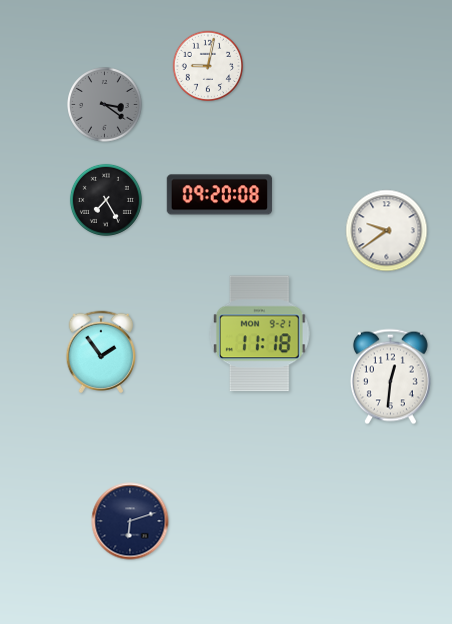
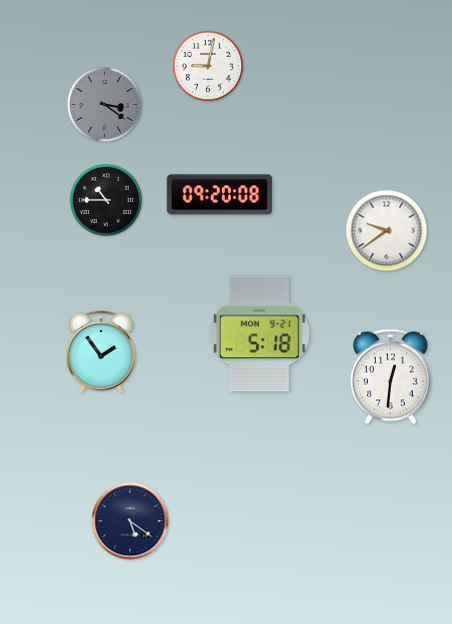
clock at (106, 200): 7:25 -> 10:45
clock at (259, 334): 11:18 -> 5:18
clock at (130, 521): 6:12 -> 5:21
